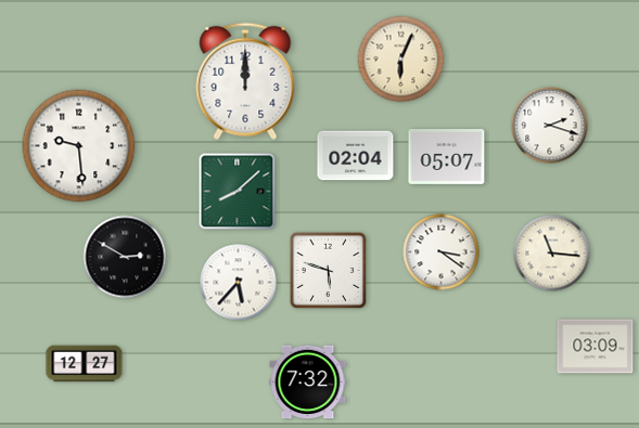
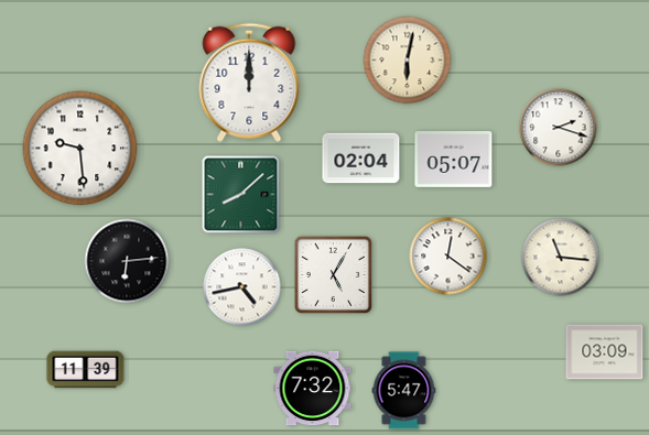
clock at (401, 60): 6:04 -> 6:02
clock at (442, 252): 3:21 -> 12:21
clock at (125, 257): 2:50 -> 6:14
clock at (329, 271): 5:48 -> 5:05
clock at (239, 283): 5:37 -> 4:43
clock at (85, 364): 12:27 -> 11:39
clock at (404, 391): none -> 5:47
